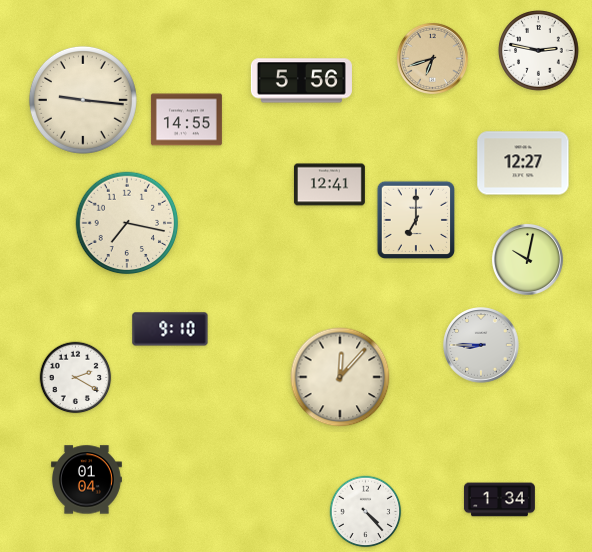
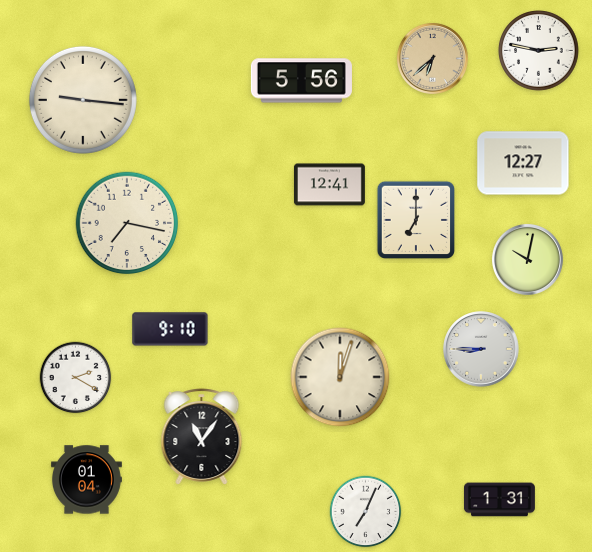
clock at (432, 58): 6:42 -> 6:38
clock at (186, 120): 14:55 -> none
clock at (481, 345) position: (481, 345) -> (481, 349)
clock at (340, 377): 12:07 -> 12:03
clock at (202, 437): none -> 11:06
clock at (499, 500): 1:34 -> 1:31
clock at (366, 512): 4:23 -> 7:04
